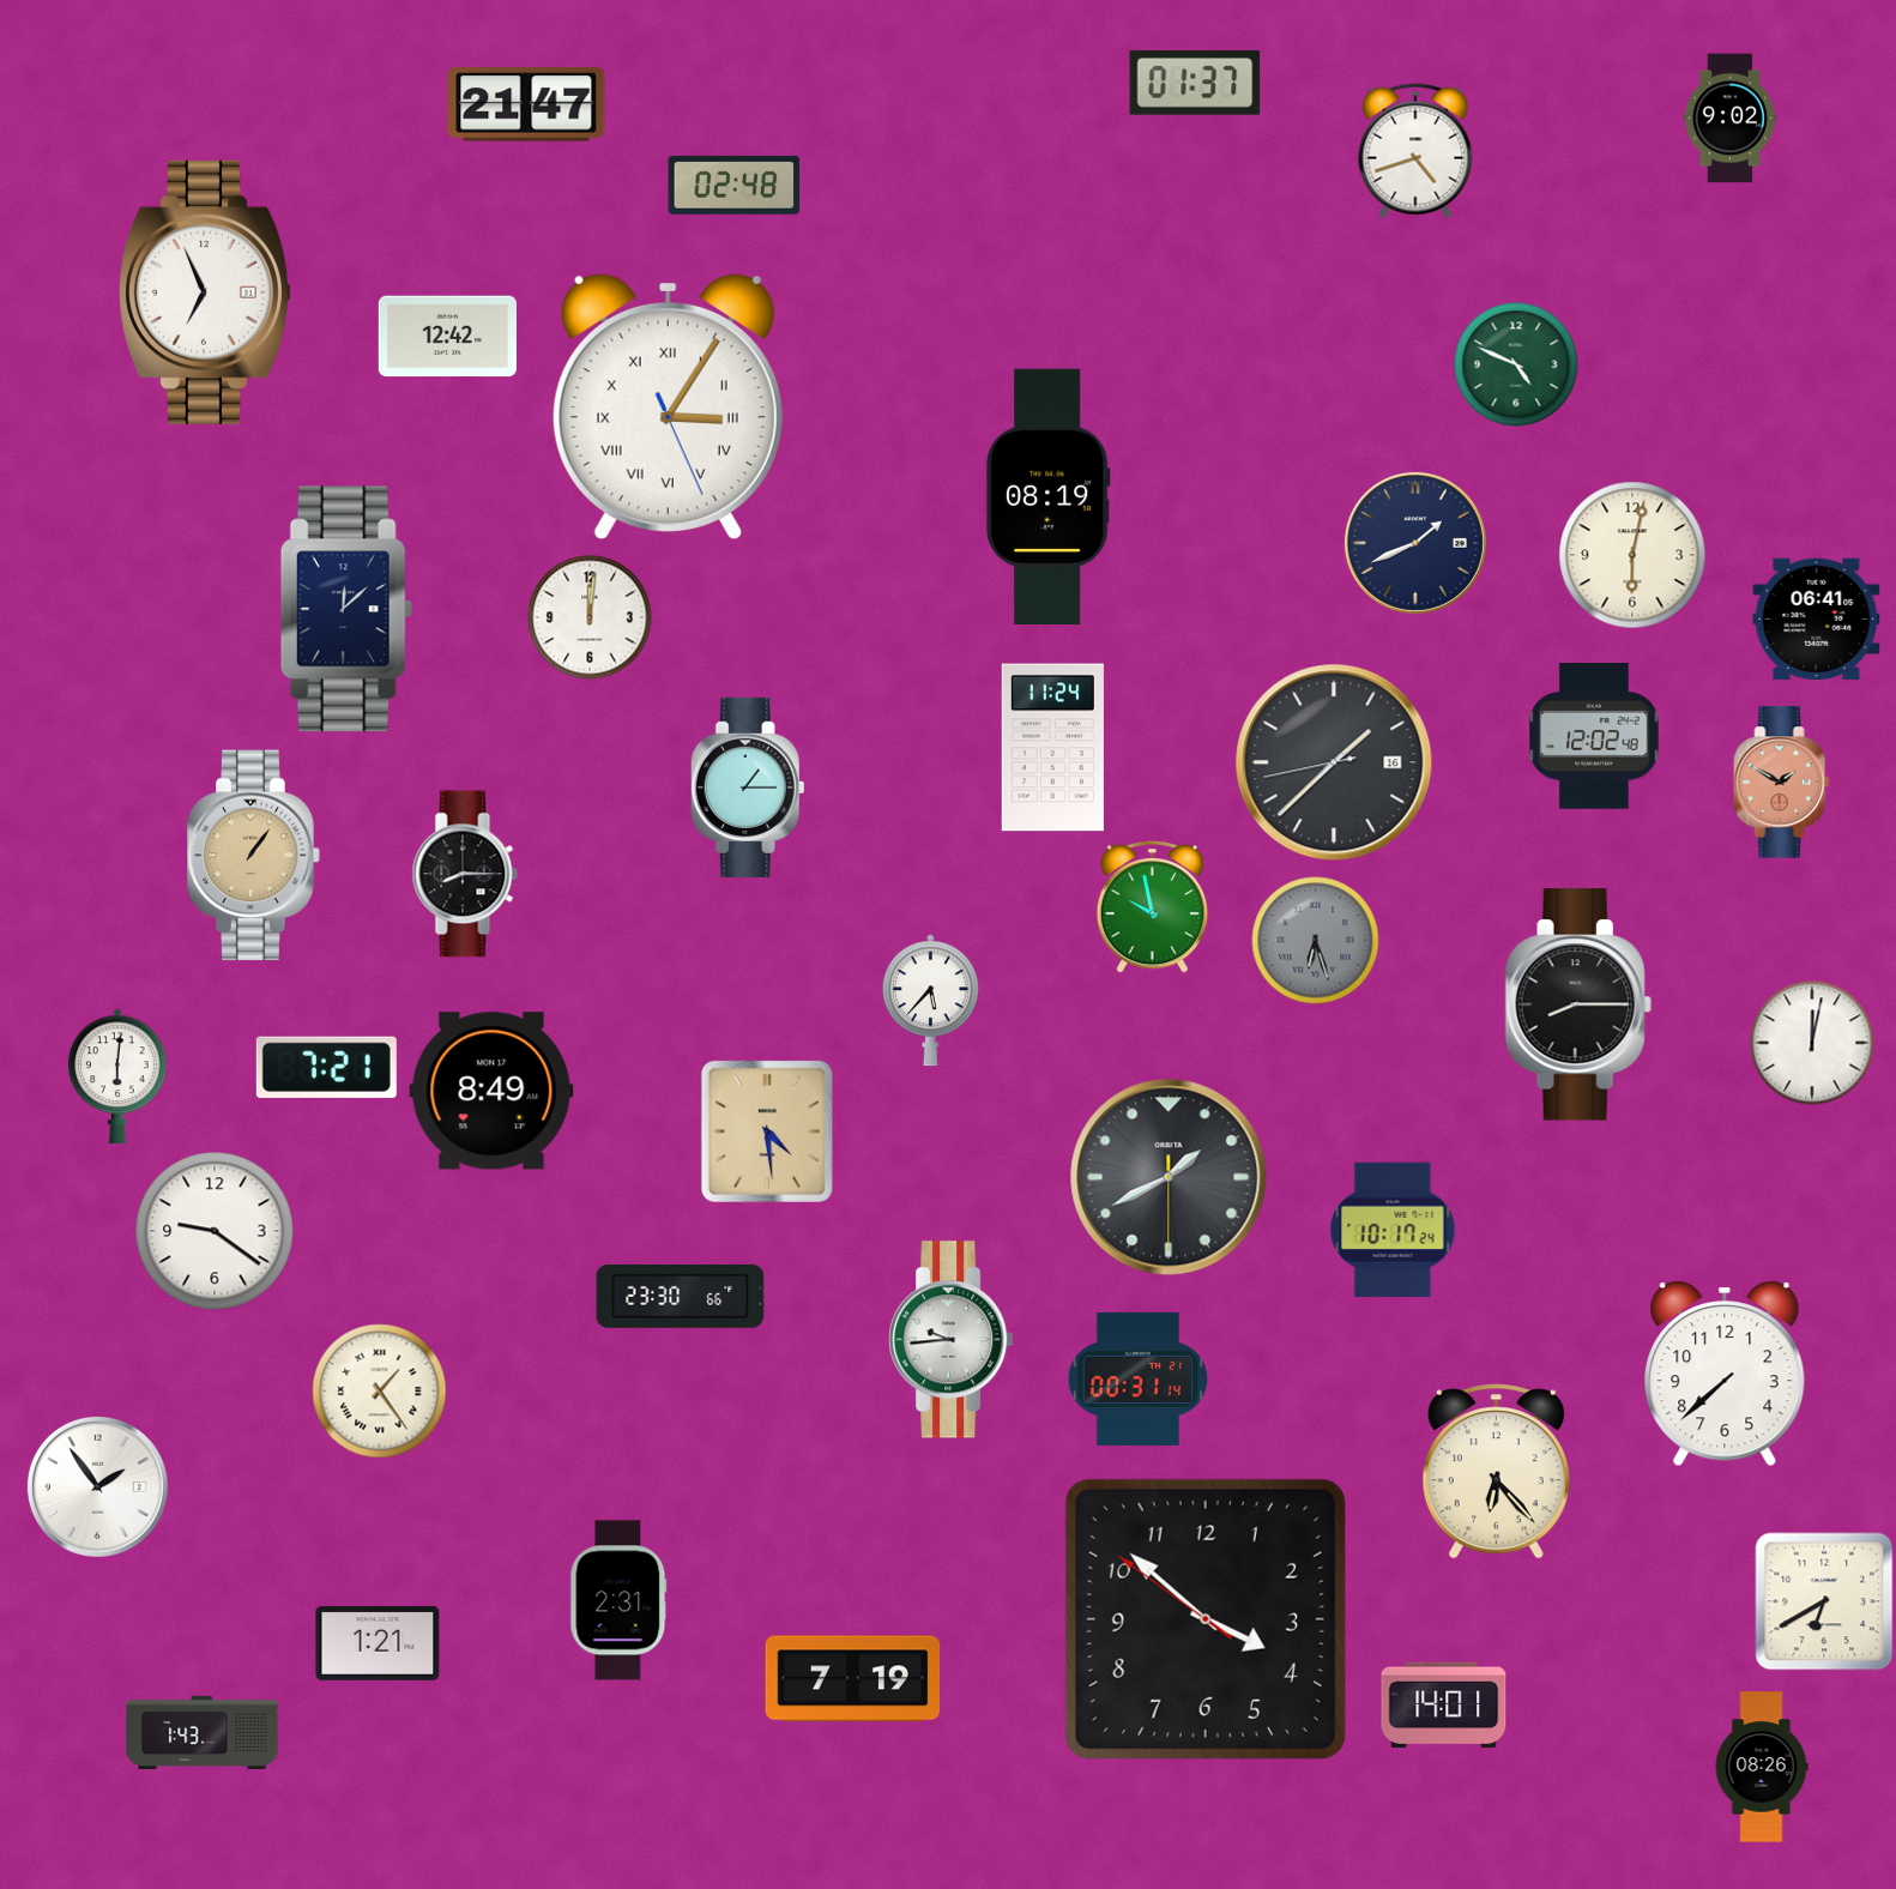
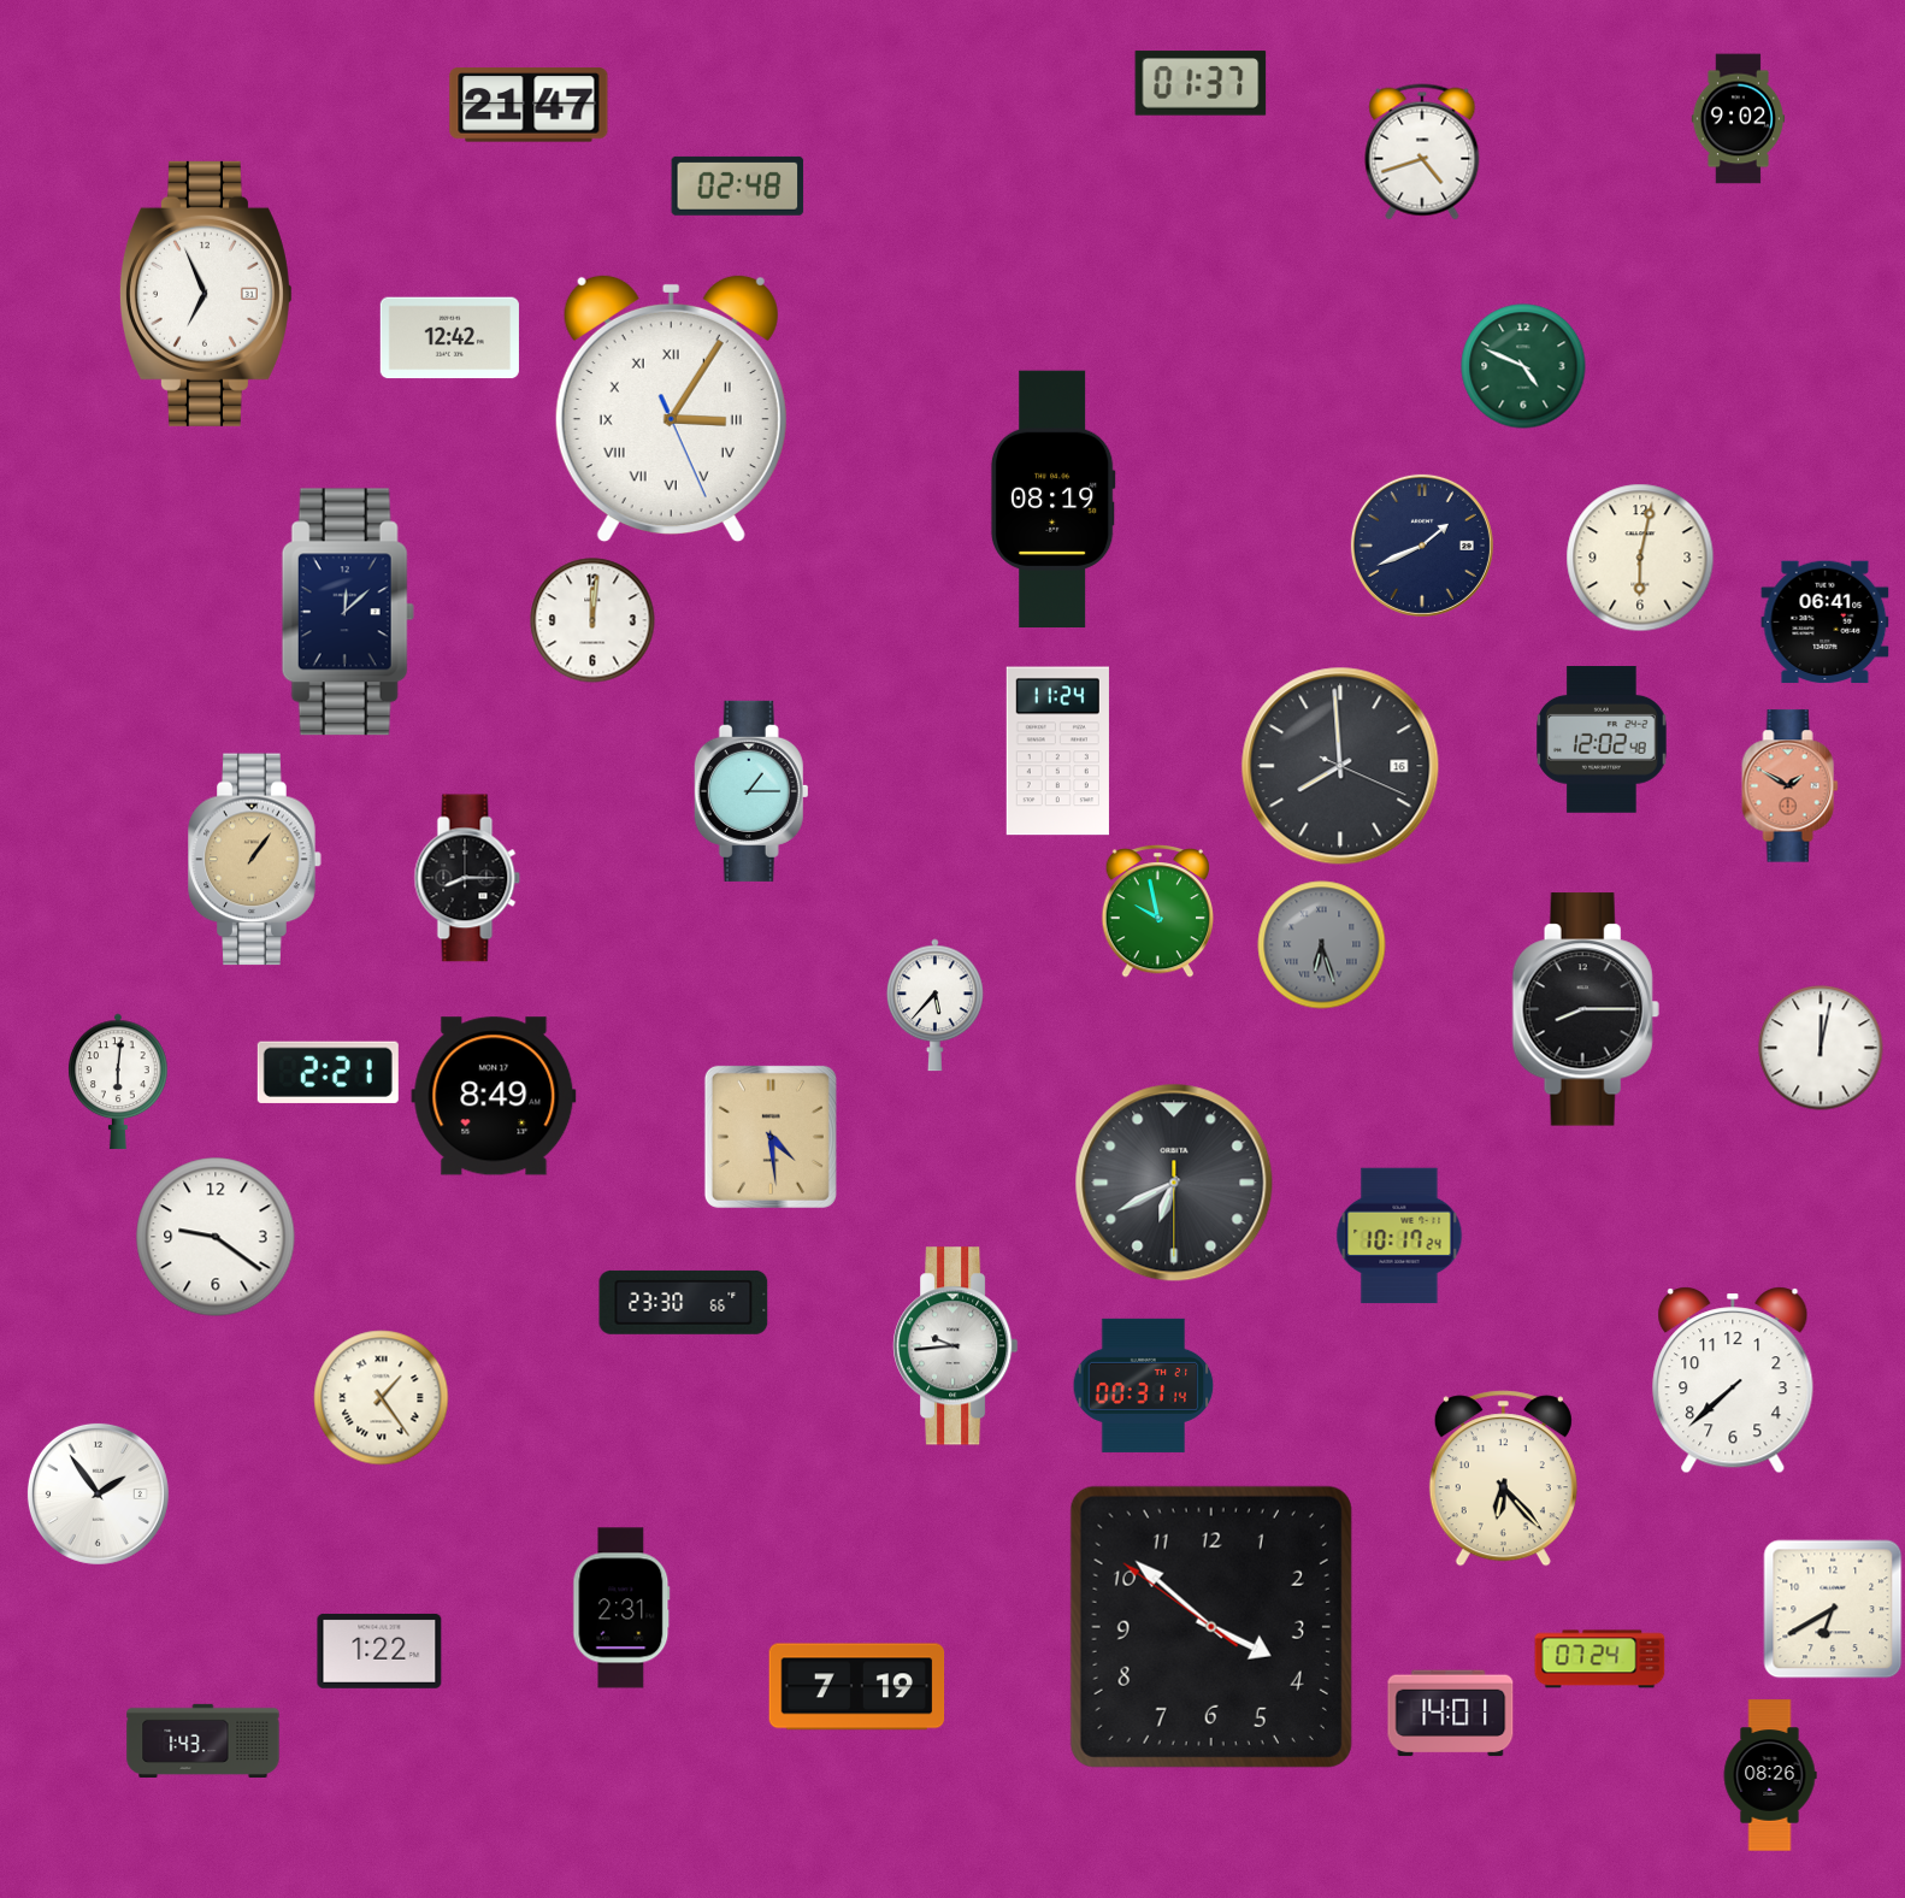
clock at (1334, 762): 1:37 -> 7:59
clock at (326, 1067): 7:21 -> 2:21
clock at (1169, 1177): 1:40 -> 6:40
clock at (378, 1643): 1:21 -> 1:22
clock at (1600, 1660): none -> 07:24
